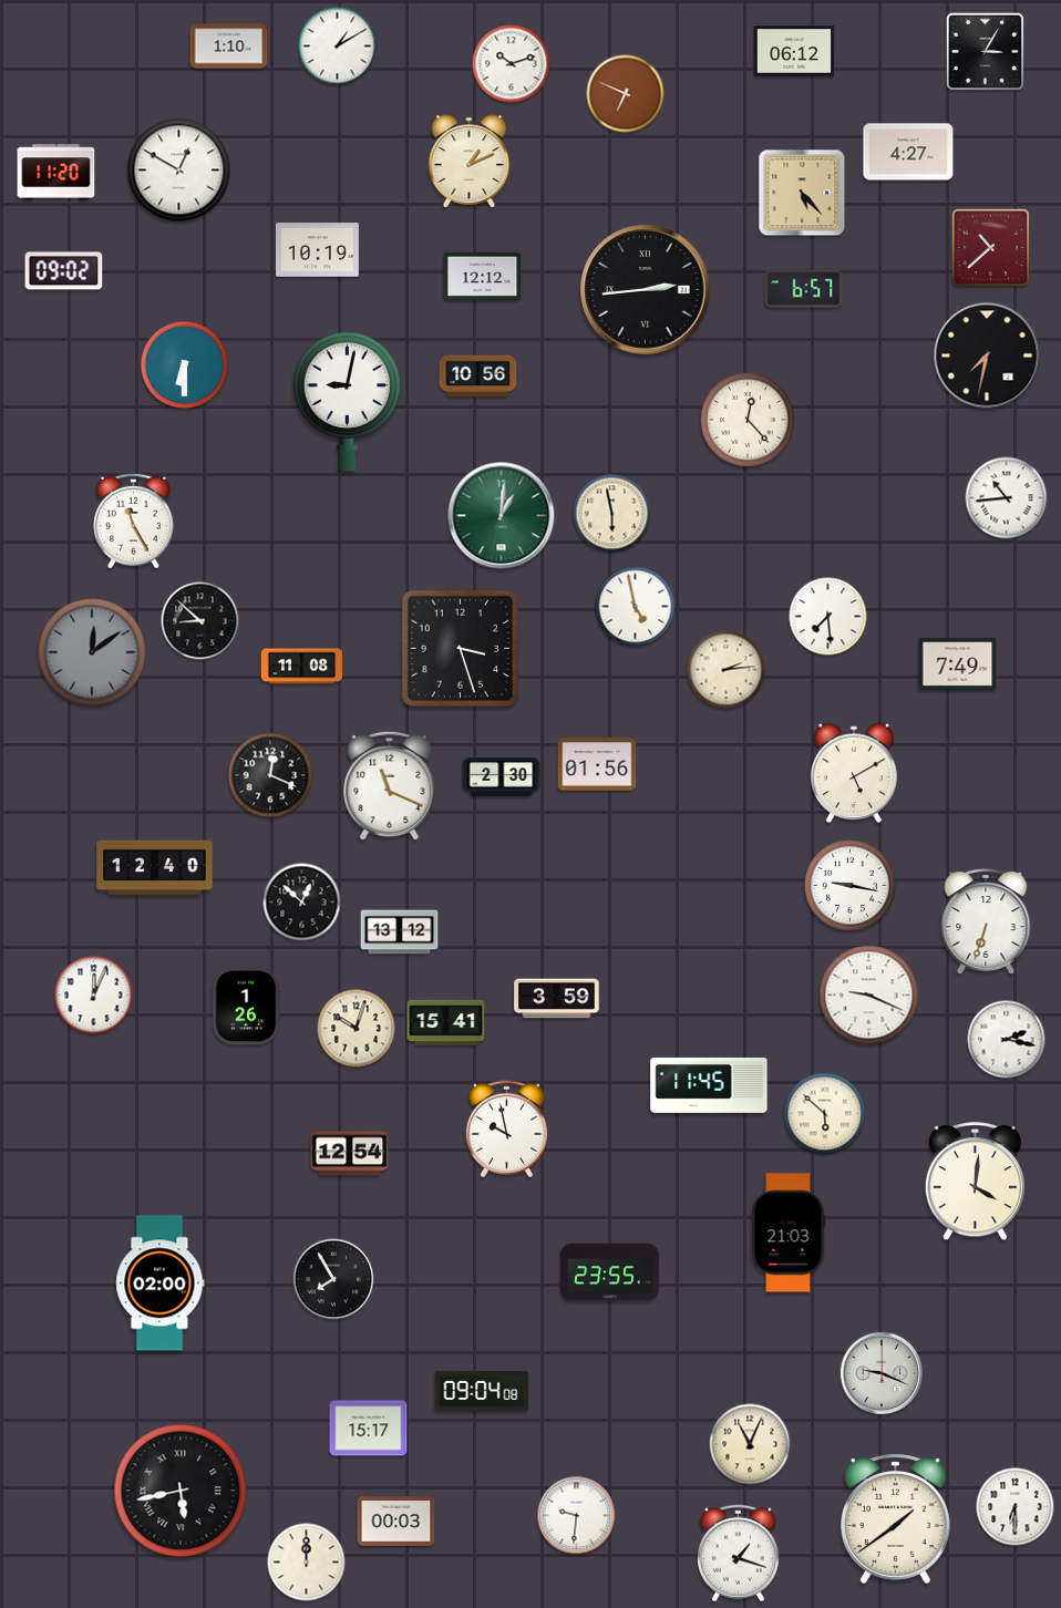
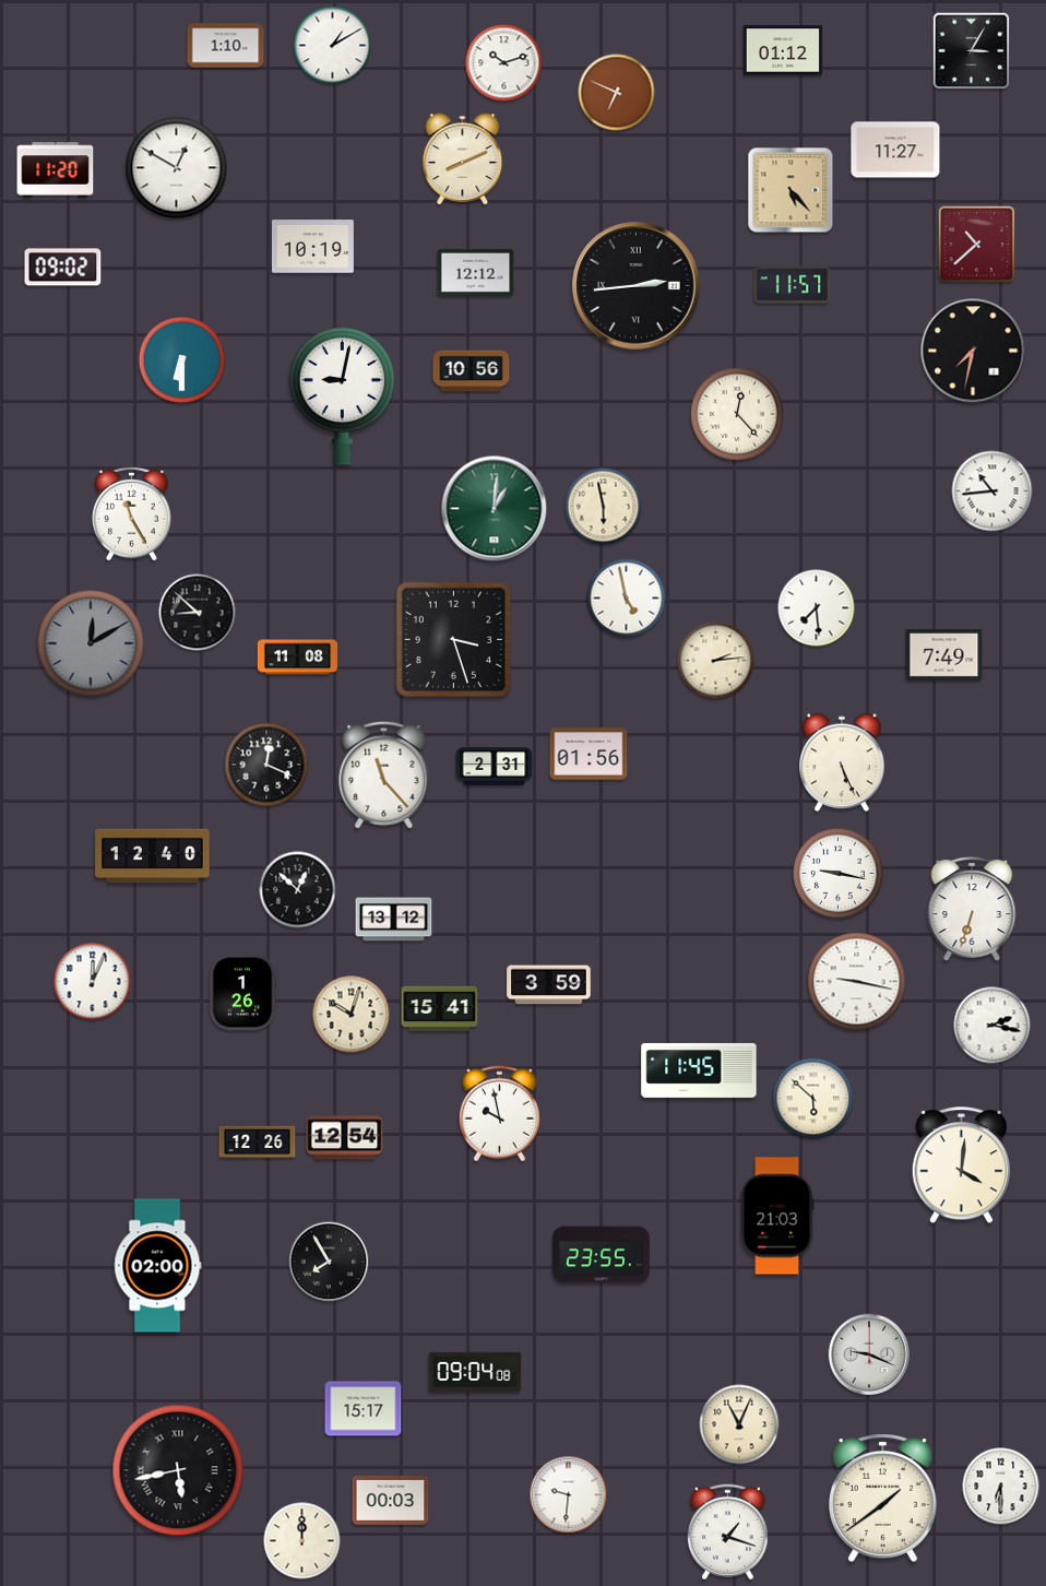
clock at (794, 51): 06:12 -> 01:12
clock at (908, 152): 4:27 -> 11:27
clock at (470, 162): 1:11 -> 8:11
clock at (804, 289): 6:57 -> 11:57
clock at (92, 652): 12:09 -> 12:10
clock at (854, 773): 5:10 -> 5:26
clock at (502, 777): 2:30 -> 2:31
clock at (390, 786): 11:19 -> 11:23
clock at (869, 996): 9:19 -> 9:17
clock at (258, 1143): none -> 12:26
